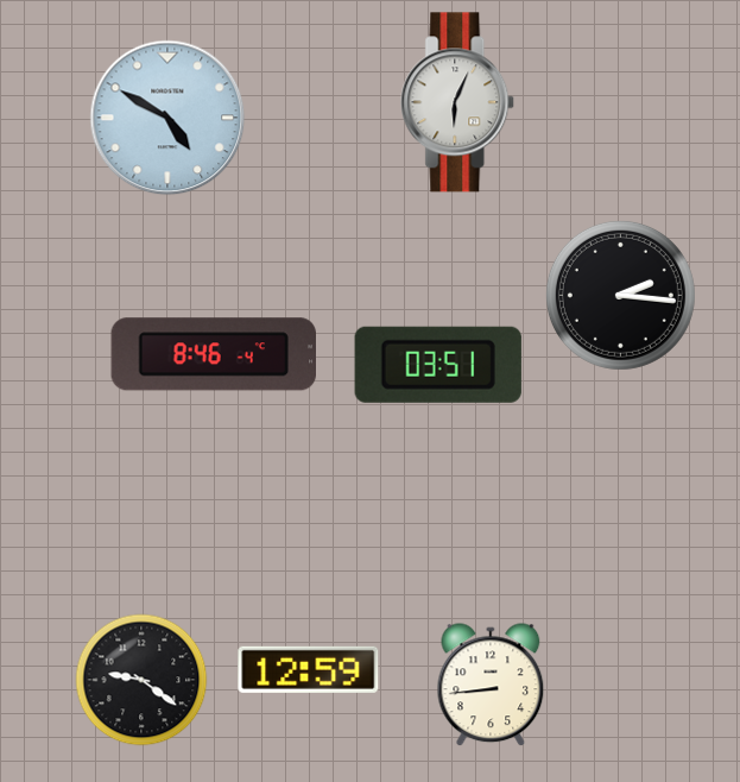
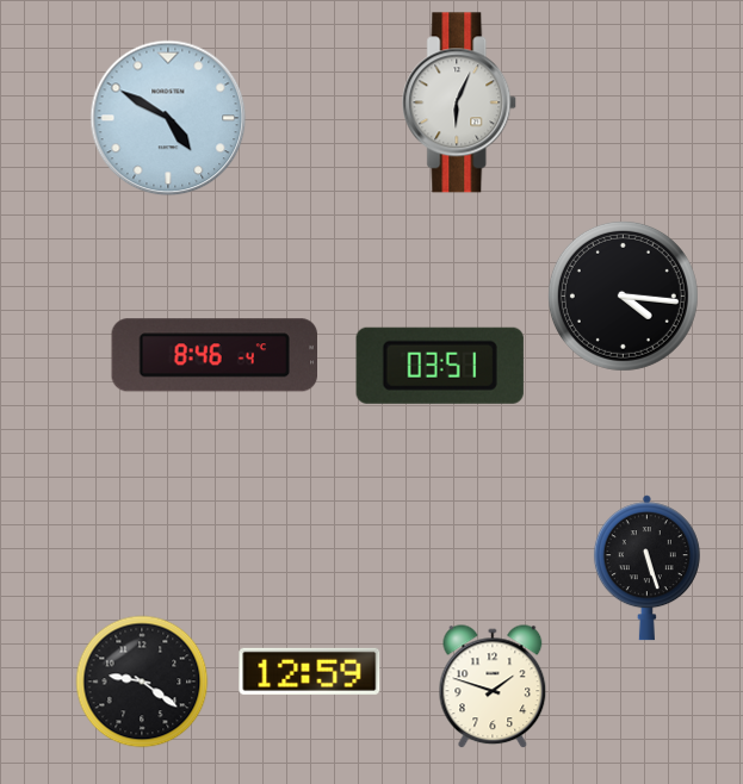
clock at (620, 295): 2:16 -> 4:16
clock at (646, 568): none -> 5:27
clock at (491, 686): 8:44 -> 1:48
